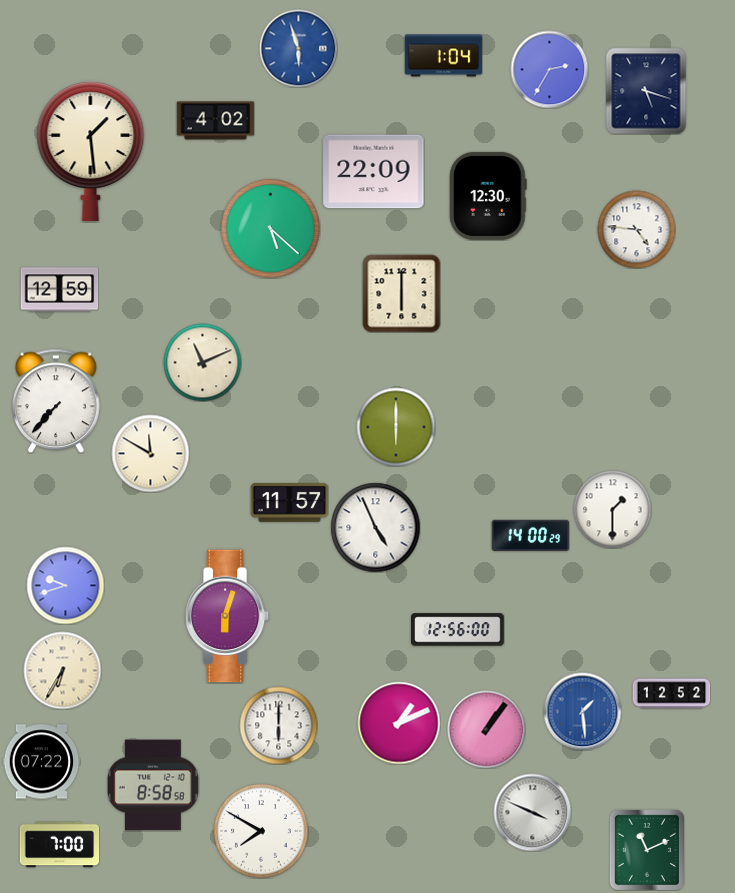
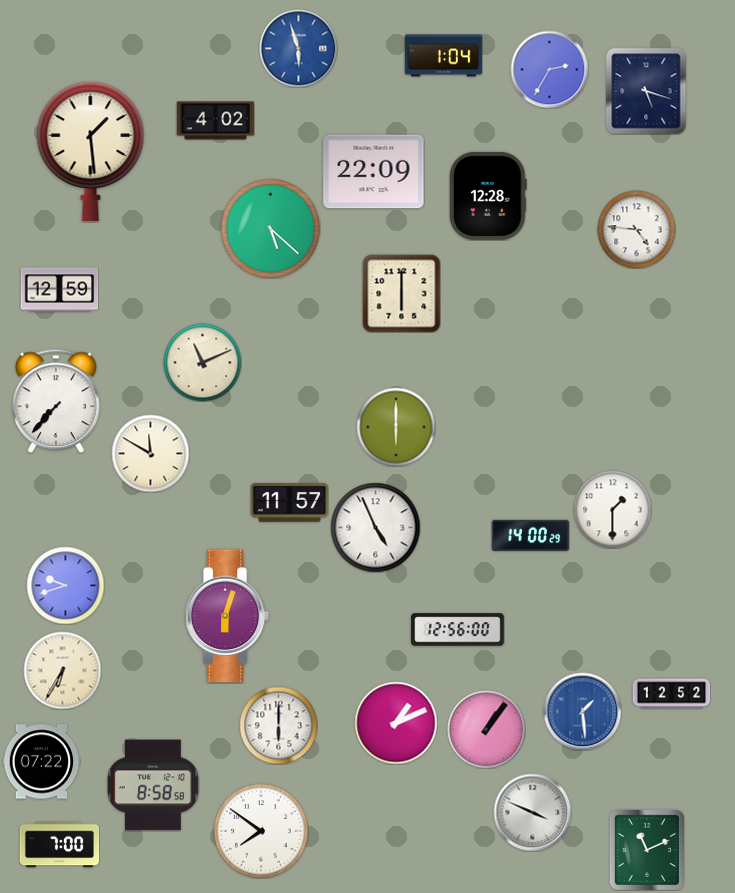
clock at (488, 196): 12:30 -> 12:28
clock at (399, 723) position: (399, 723) -> (396, 723)
clock at (261, 831): 7:50 -> 7:51
